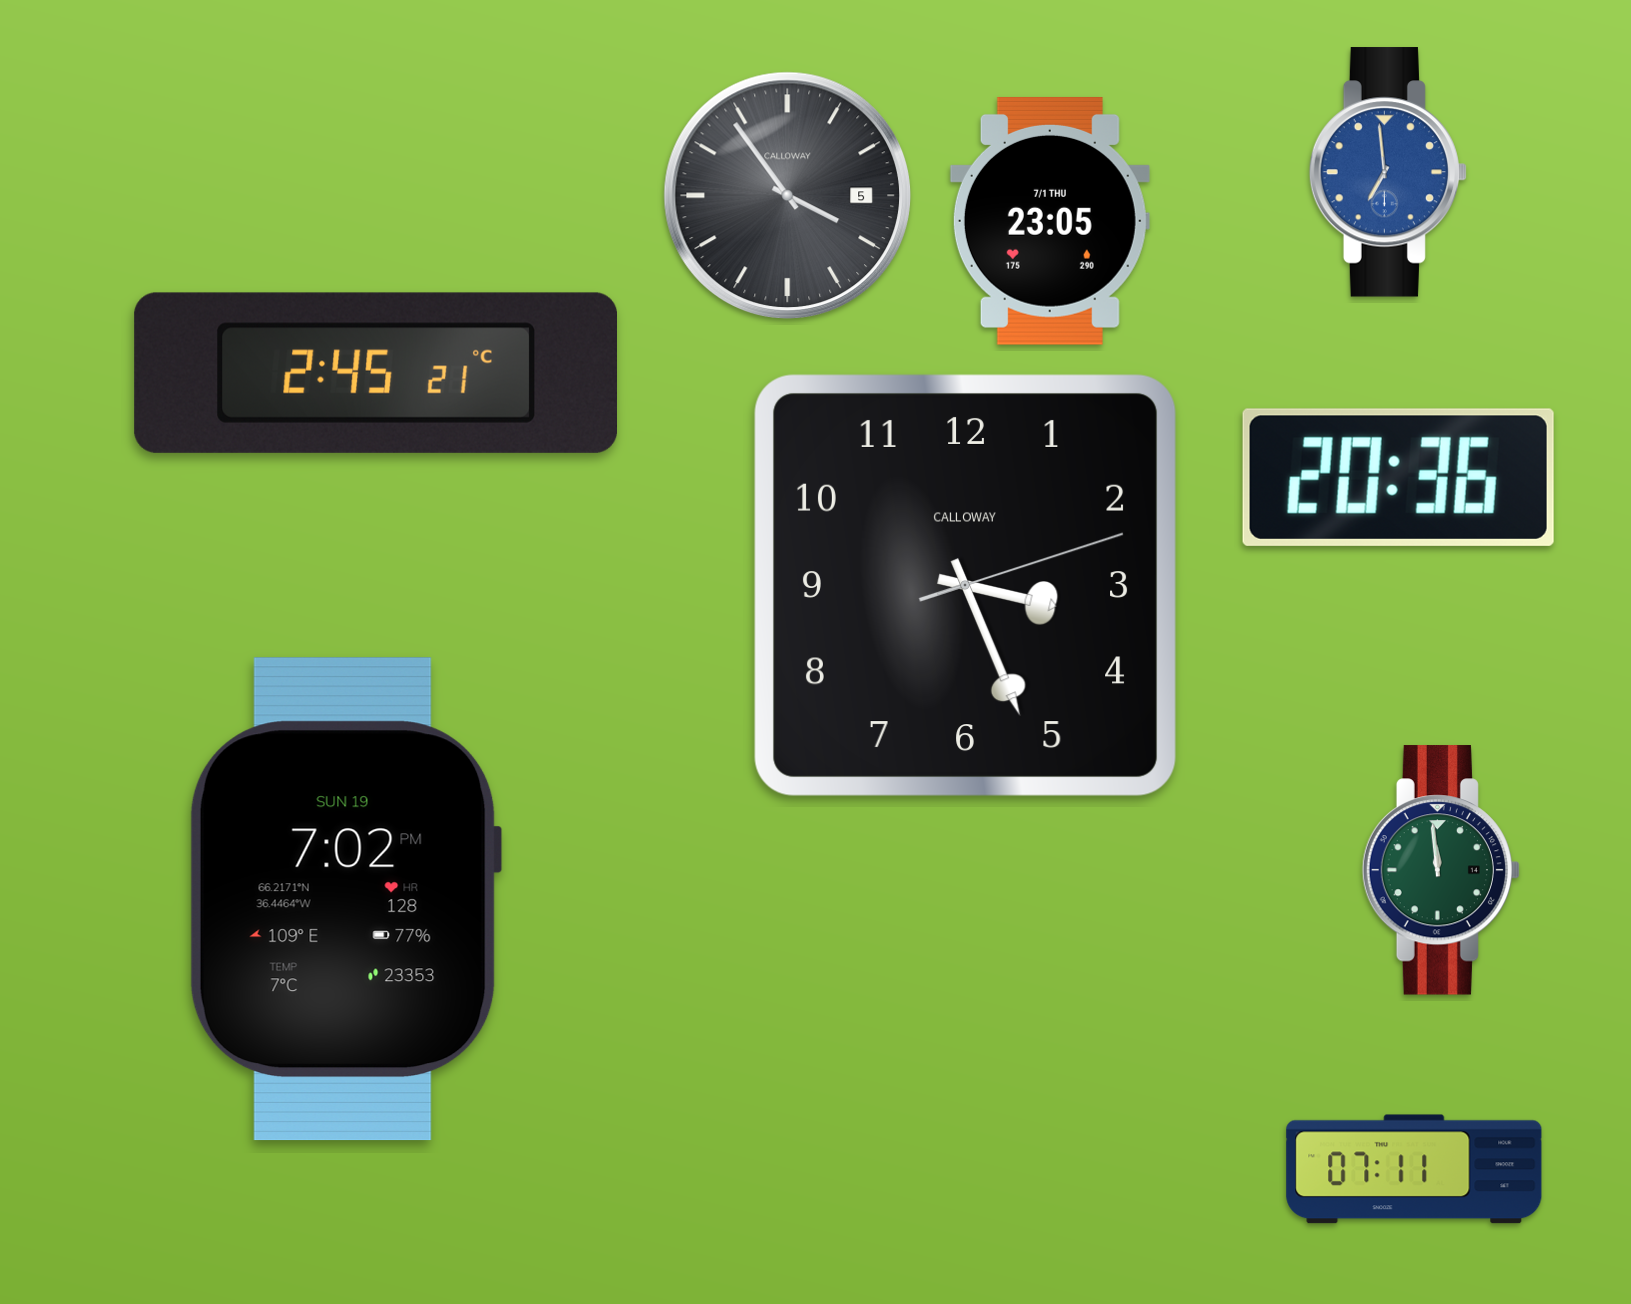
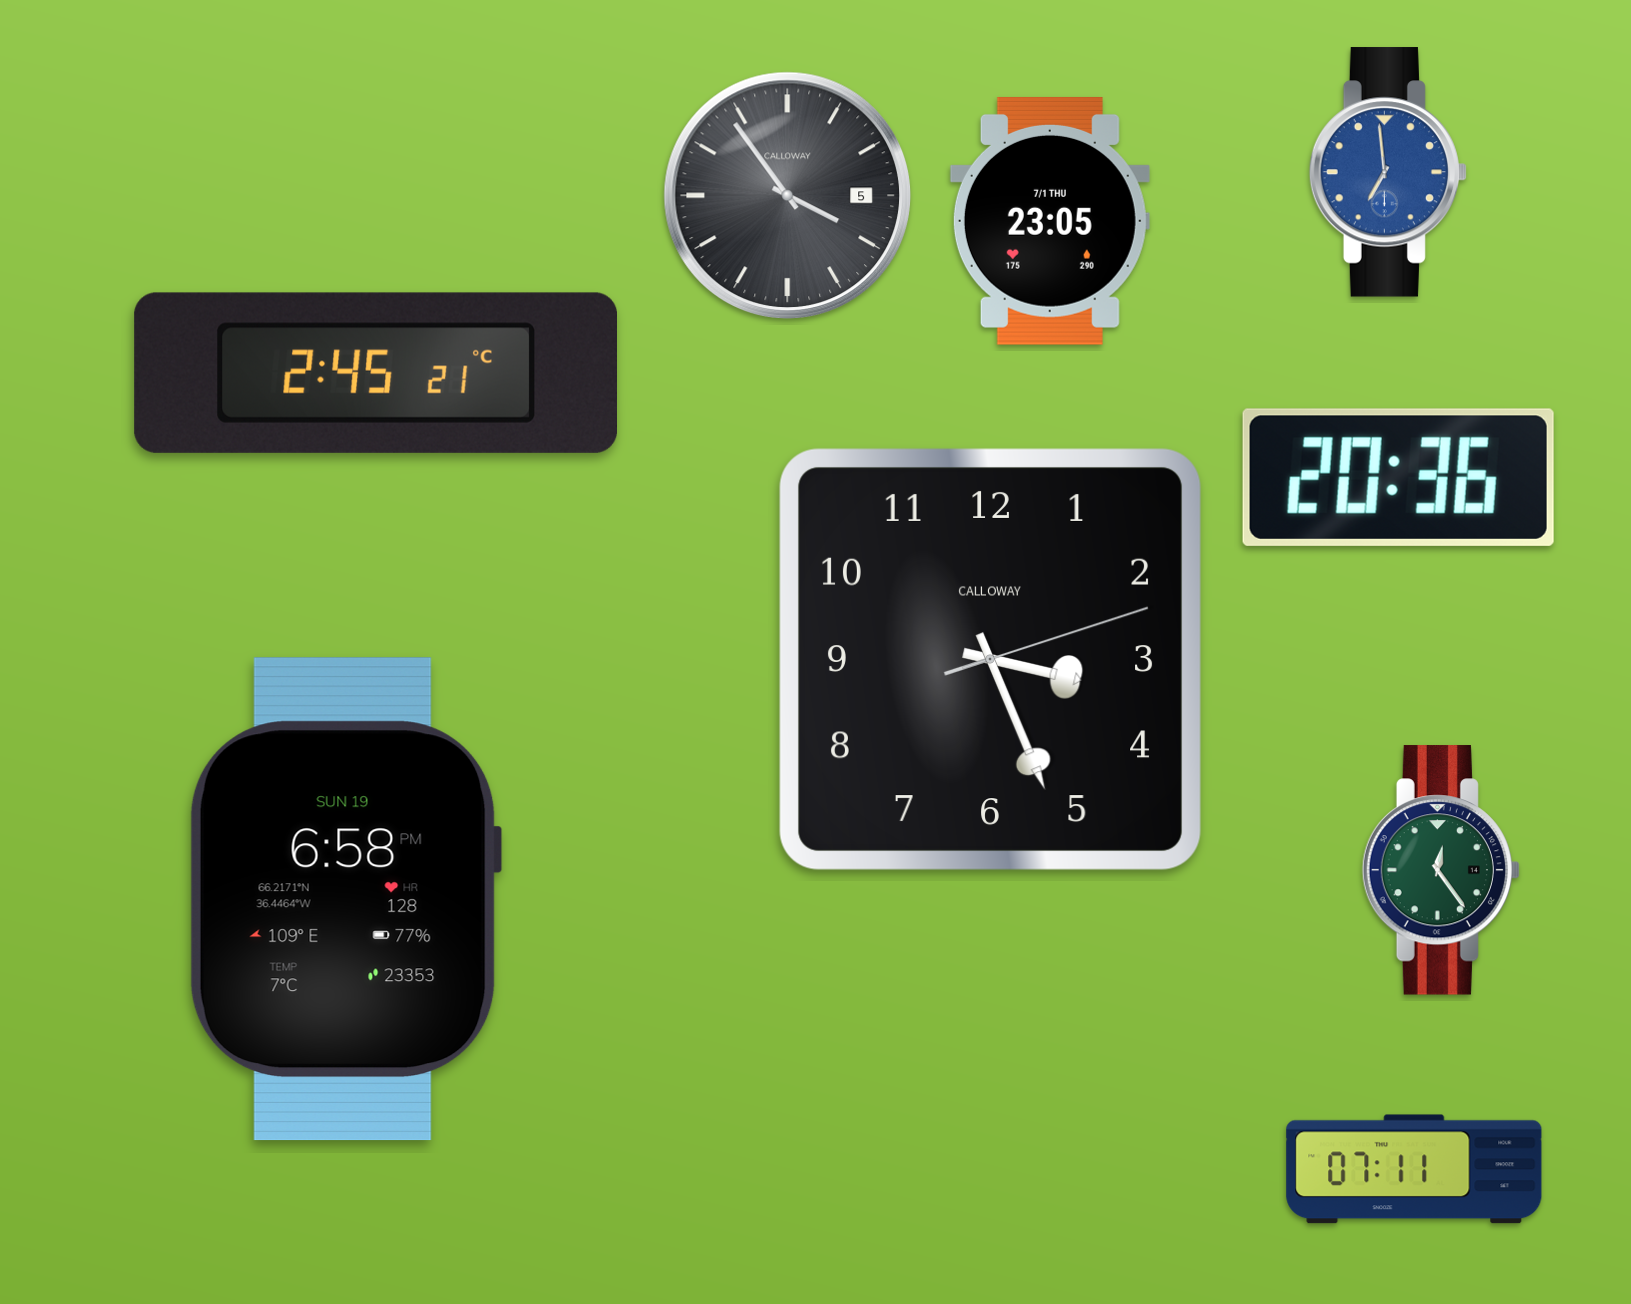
clock at (965, 585) position: (965, 585) -> (990, 659)
clock at (1440, 870): 11:59 -> 12:24
clock at (346, 899): 7:02 -> 6:58
